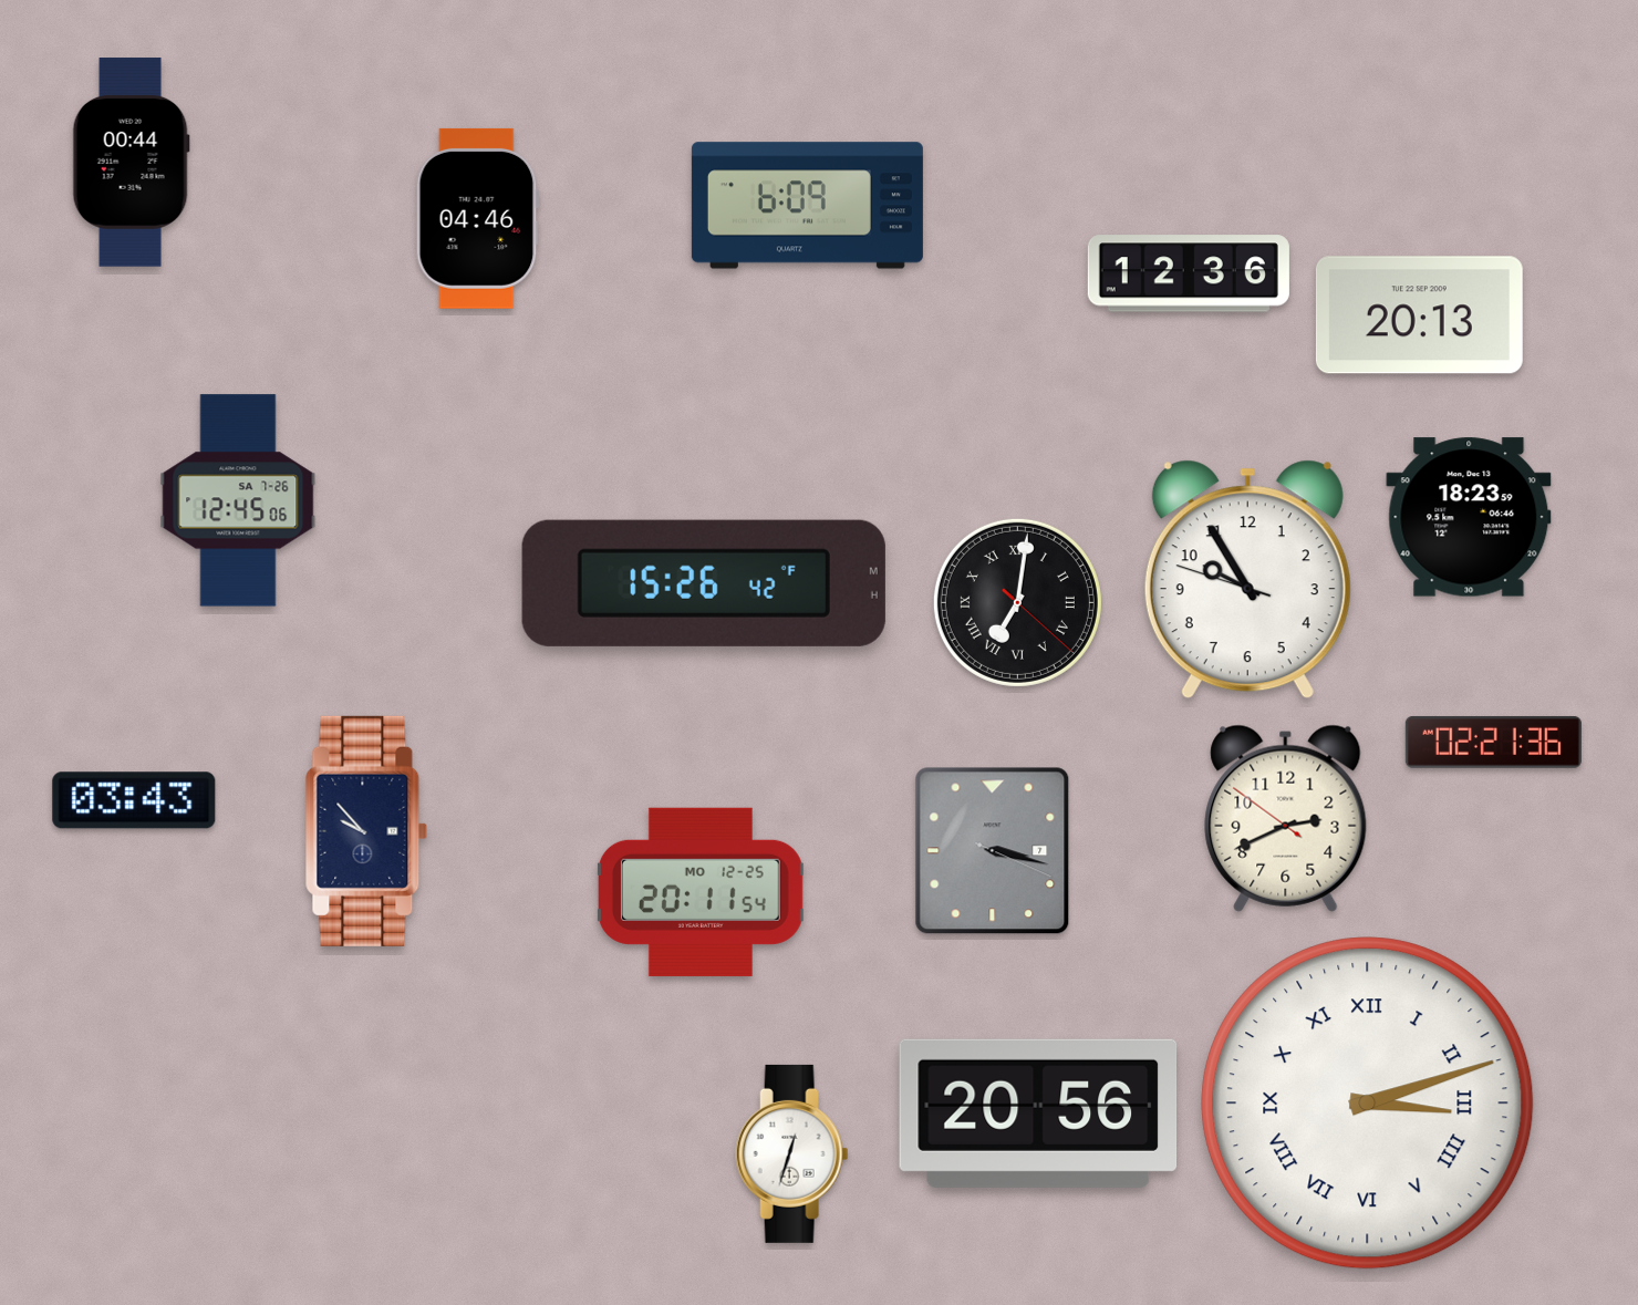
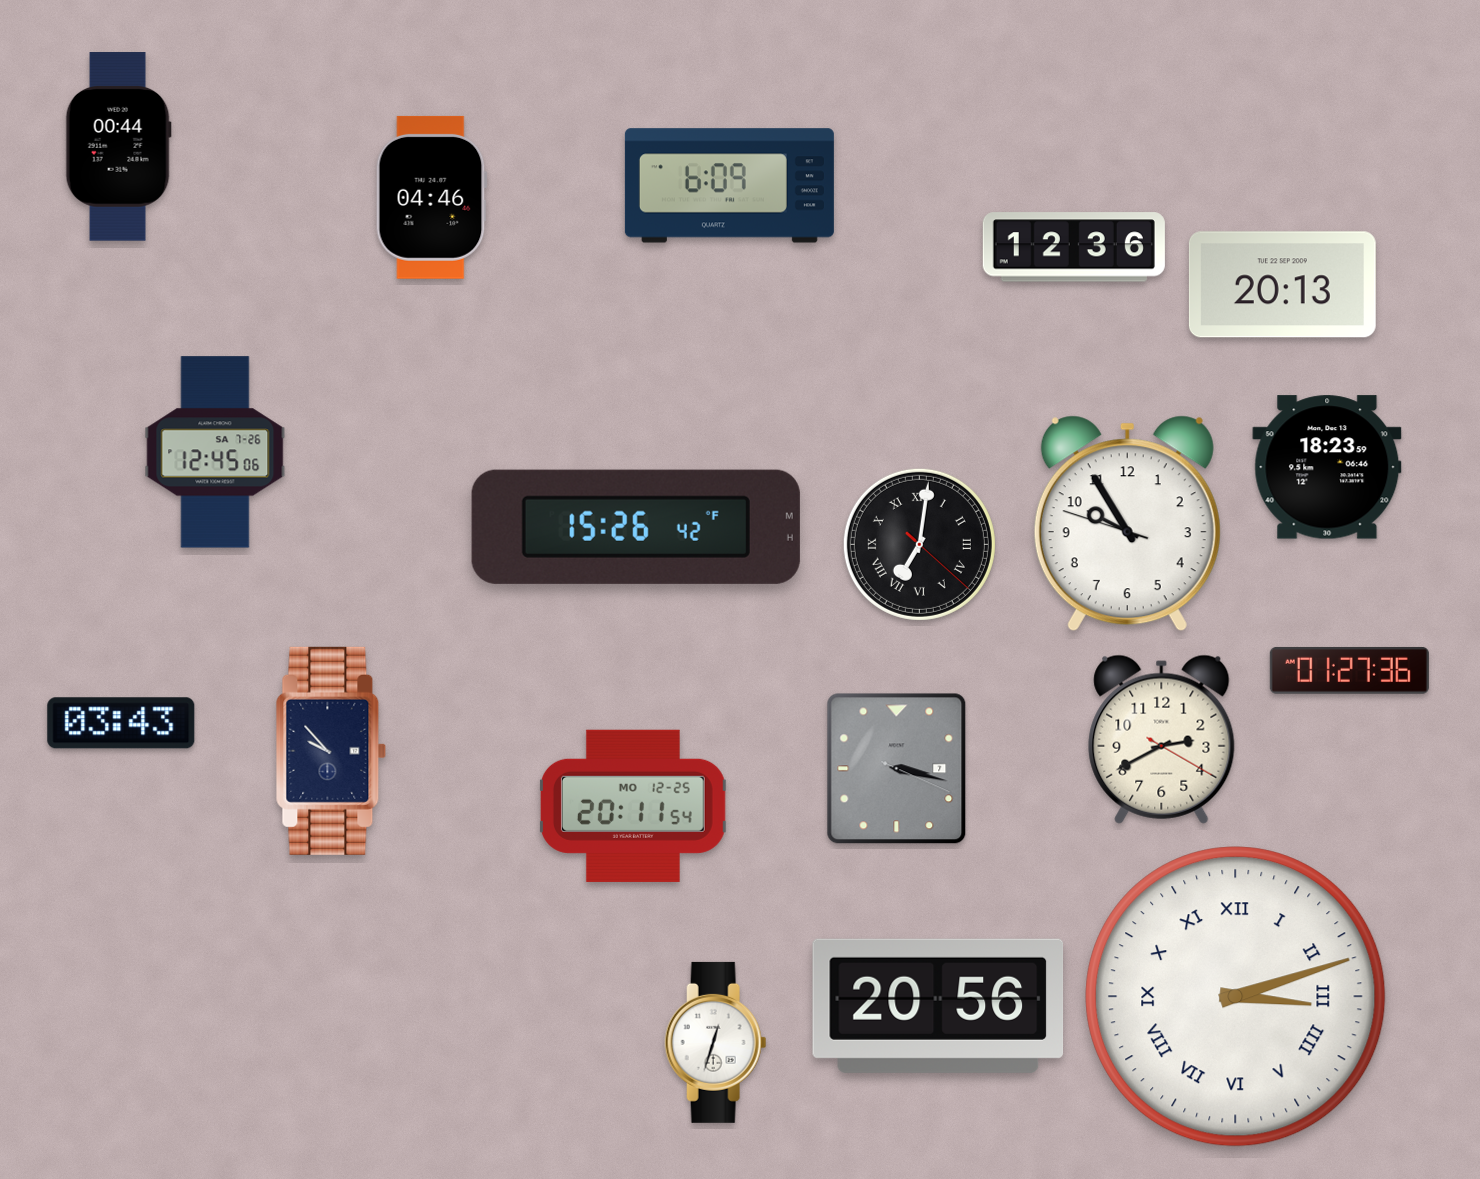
clock at (1493, 743): 02:21 -> 01:27
clock at (1286, 818): 2:40:51 -> 2:40:20
